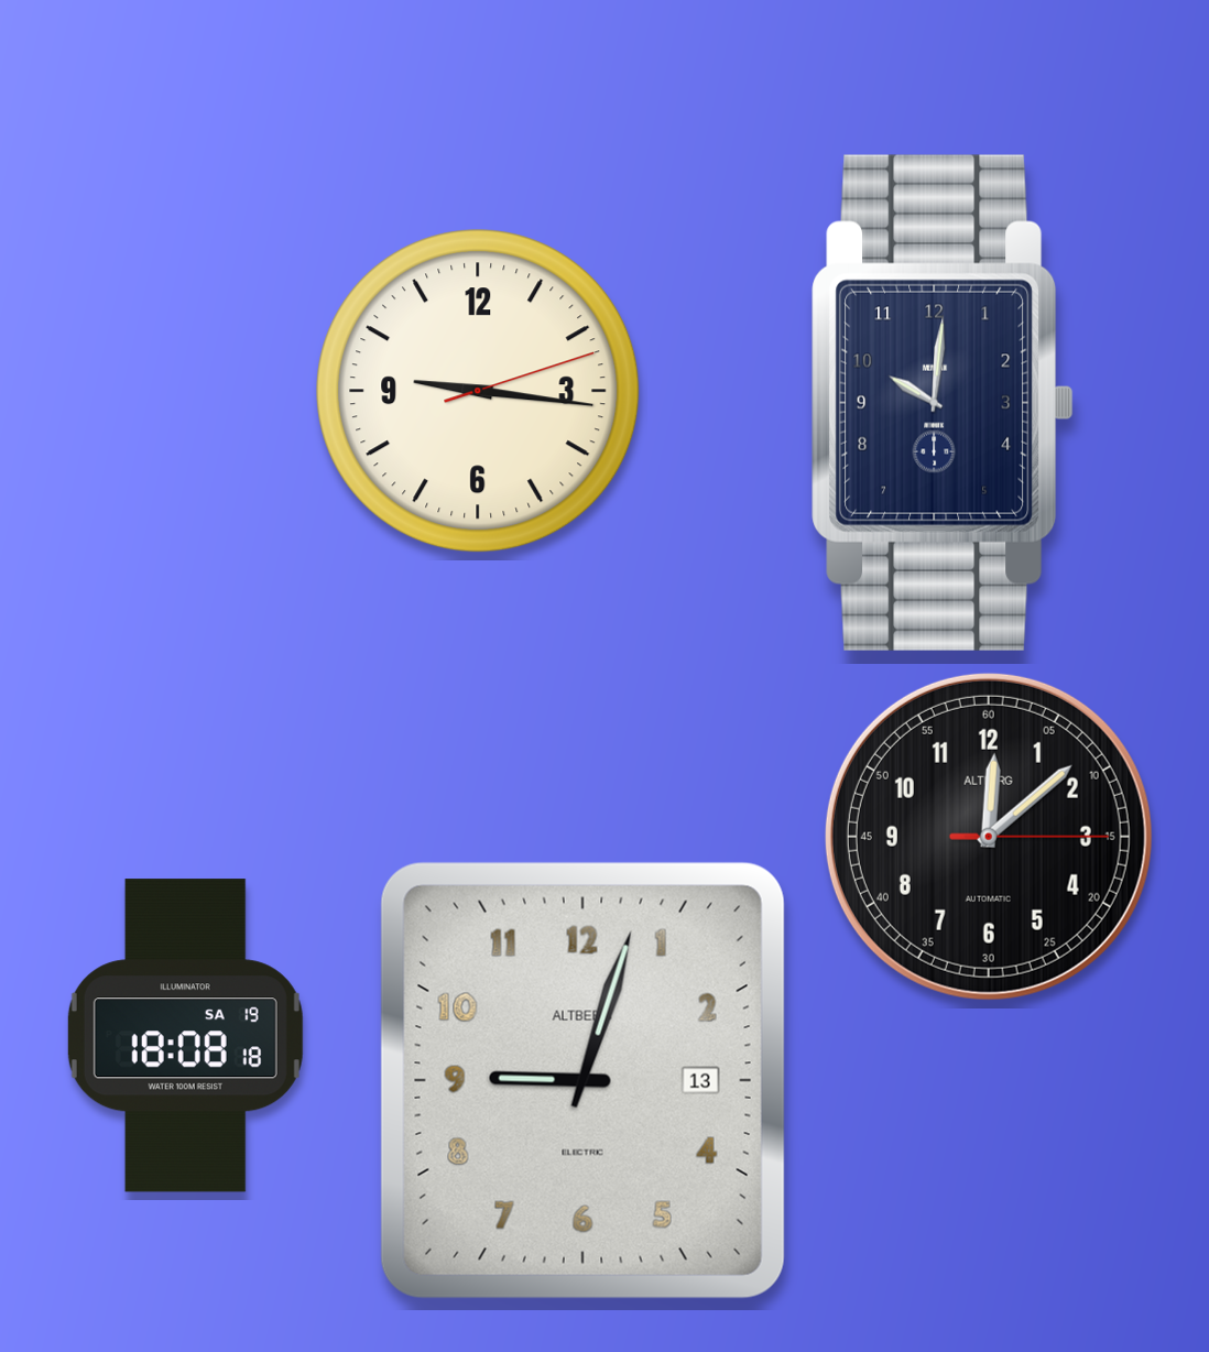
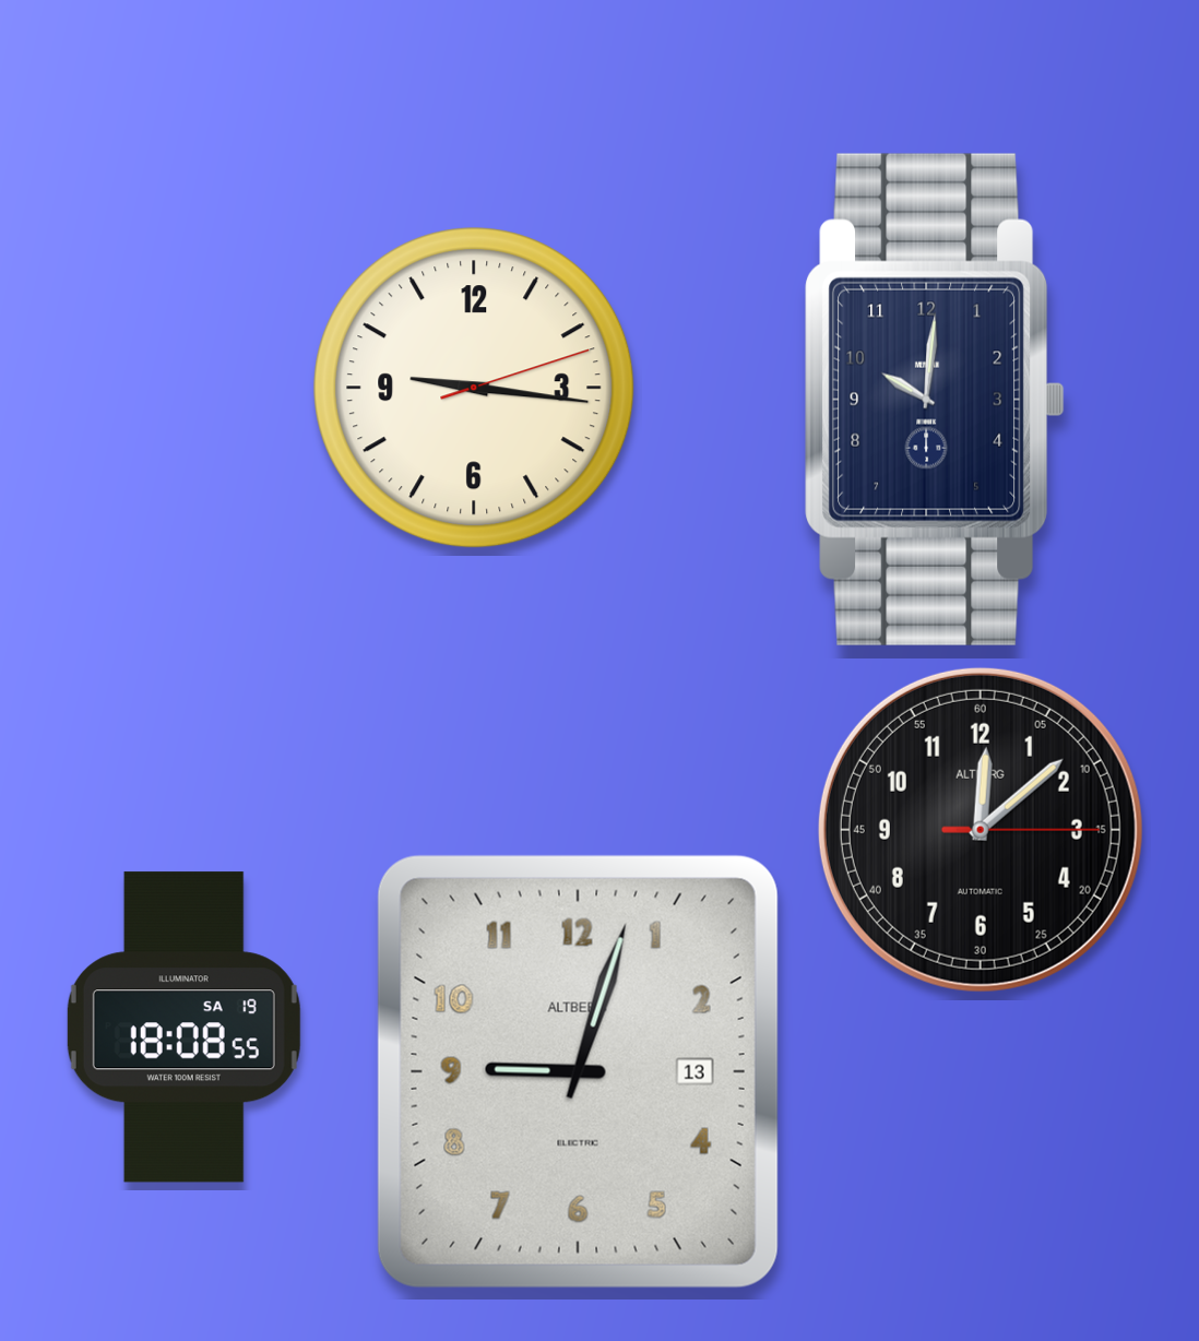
clock at (185, 1036): 18:08:18 -> 18:08:55
